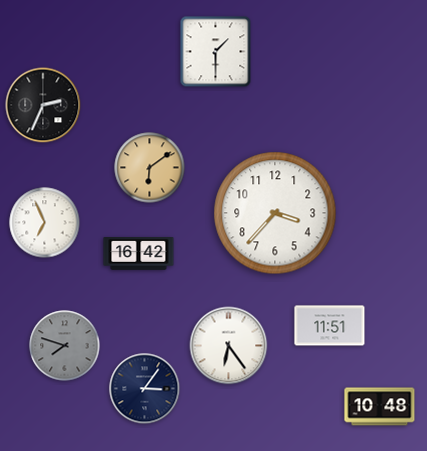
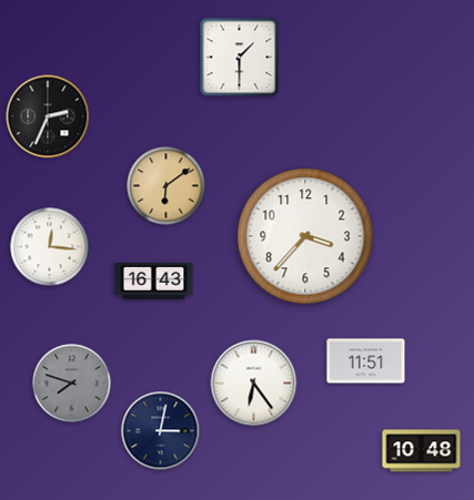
clock at (45, 223): 6:56 -> 12:16
clock at (139, 254): 16:42 -> 16:43
clock at (145, 389): 3:06 -> 3:02
